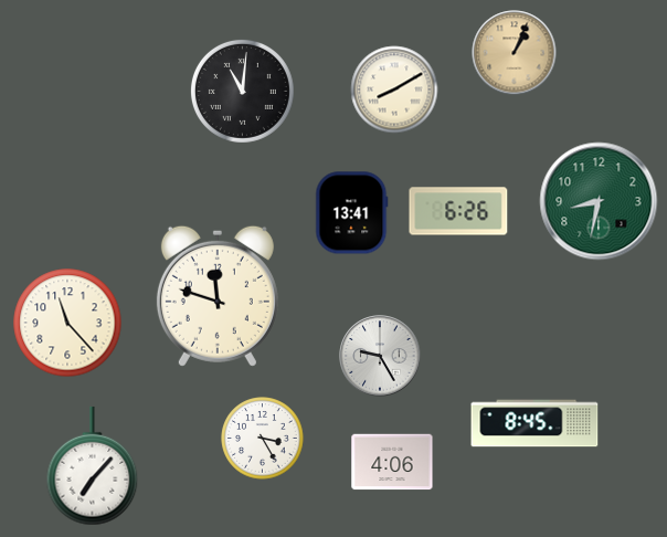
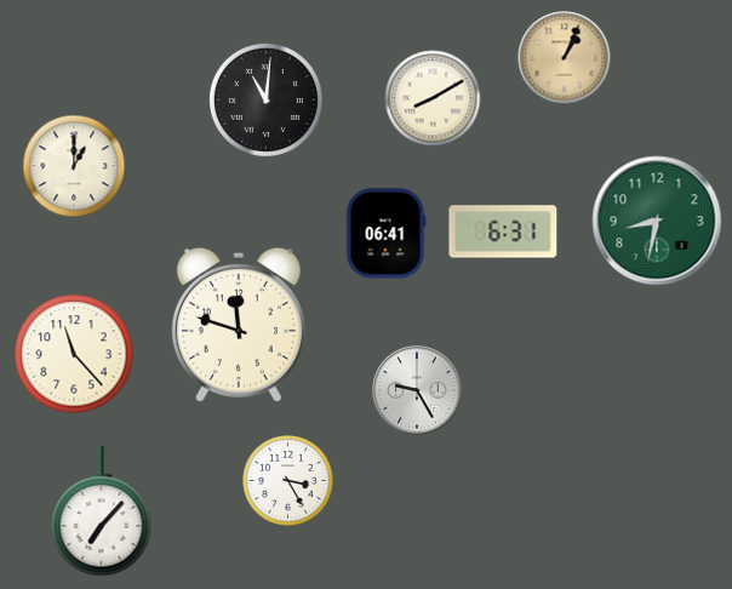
clock at (74, 166): none -> 1:00
clock at (458, 211): 6:26 -> 6:31
clock at (352, 213): 13:41 -> 06:41
clock at (534, 423): 8:45 -> none
clock at (392, 462): 4:06 -> none
